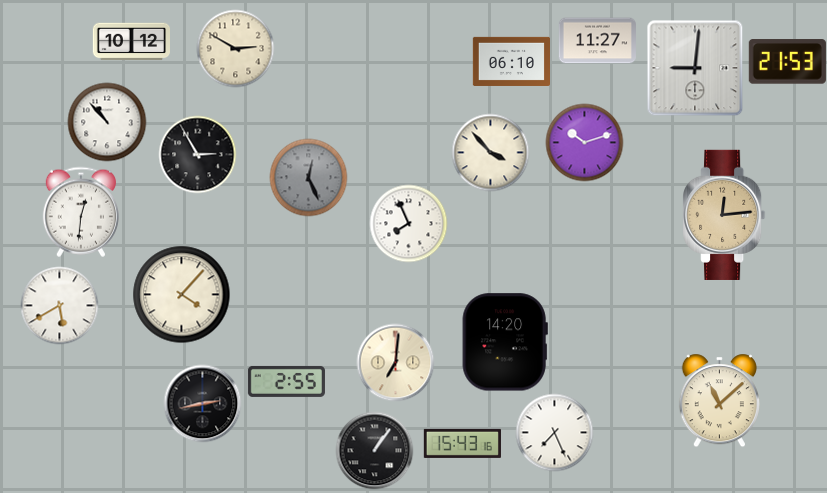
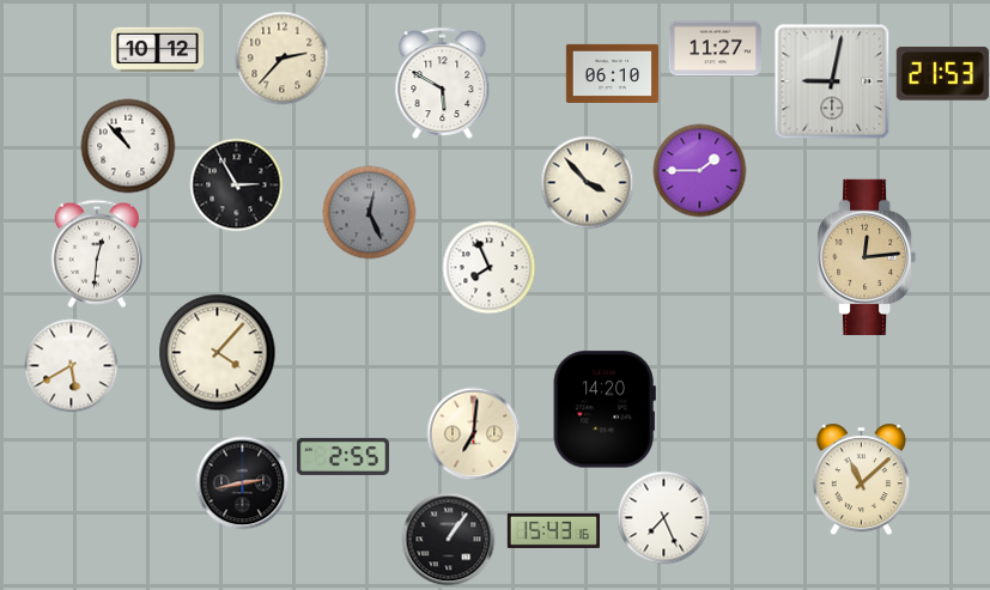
clock at (235, 48): 2:50 -> 2:37
clock at (695, 68): 9:01 -> 9:02
clock at (443, 83): none -> 5:50
clock at (584, 142): 10:12 -> 1:45
